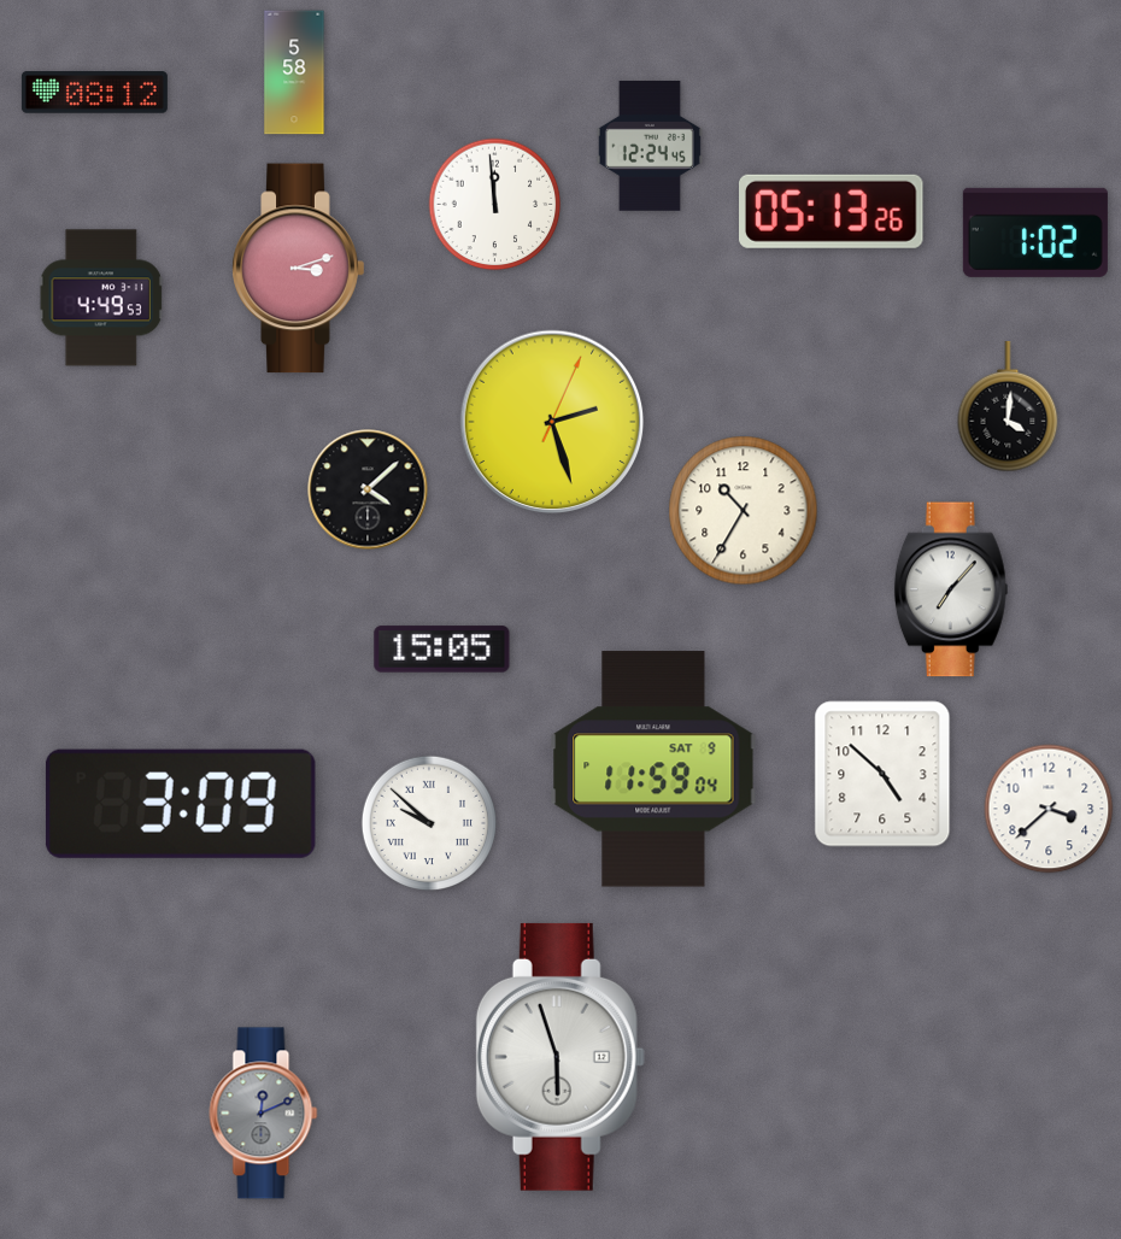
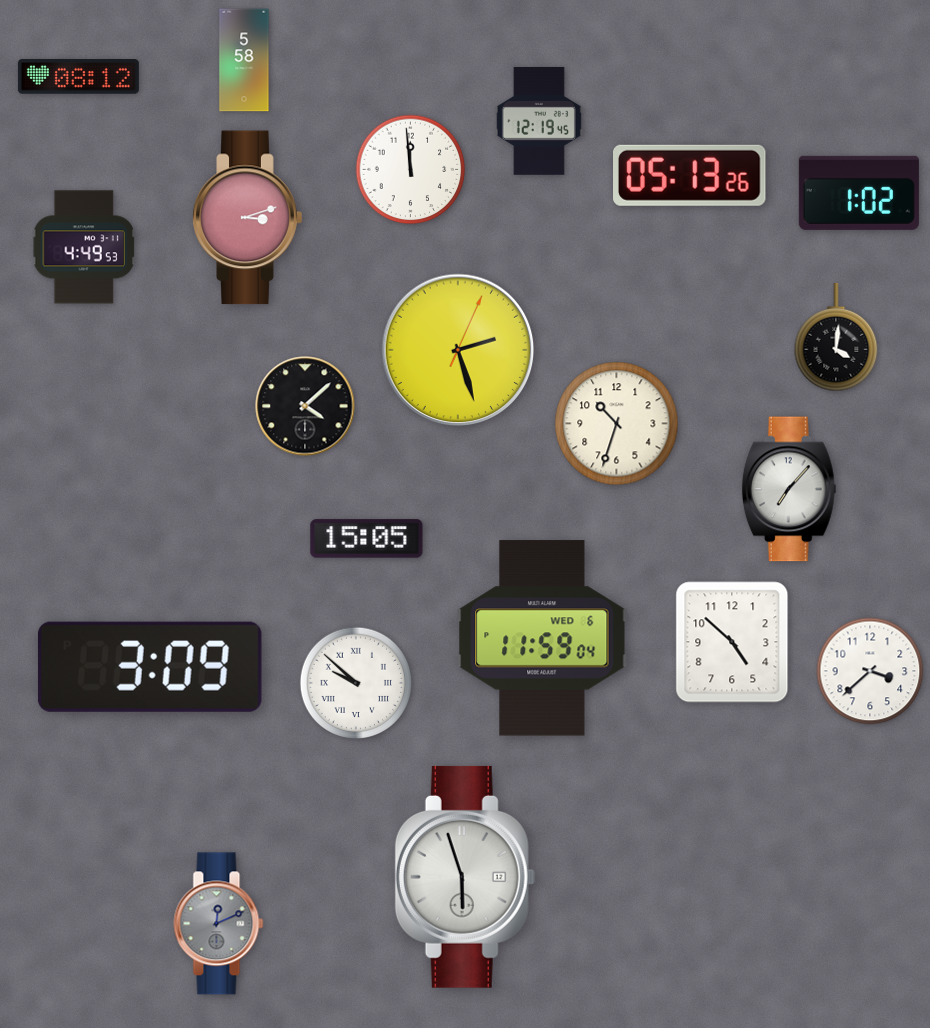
clock at (650, 146): 12:24 -> 12:19
clock at (299, 269) position: (299, 269) -> (248, 218)
clock at (744, 511): 10:35 -> 10:33
clock at (653, 769) date: SAT 9 -> WED 6
